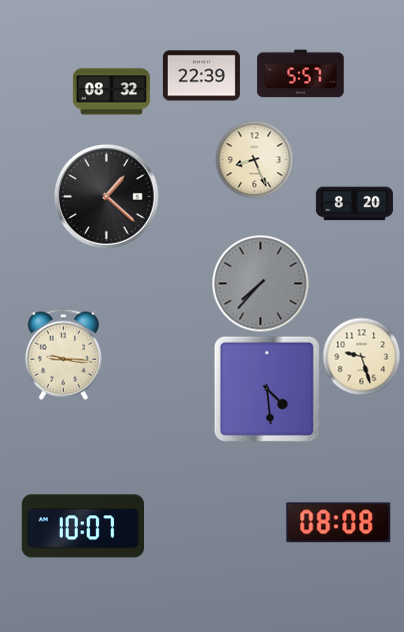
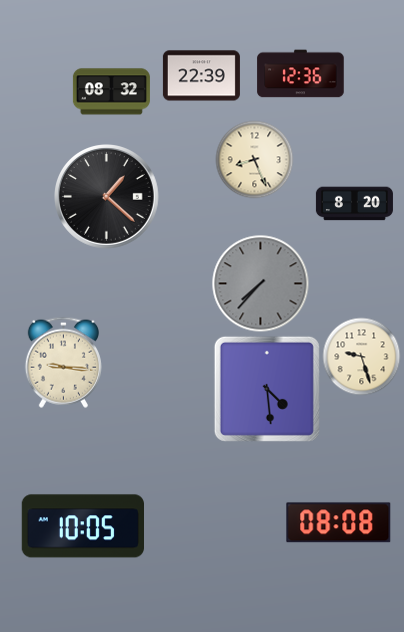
clock at (301, 74): 5:57 -> 12:36
clock at (63, 354) position: (63, 354) -> (63, 362)
clock at (82, 526): 10:07 -> 10:05
